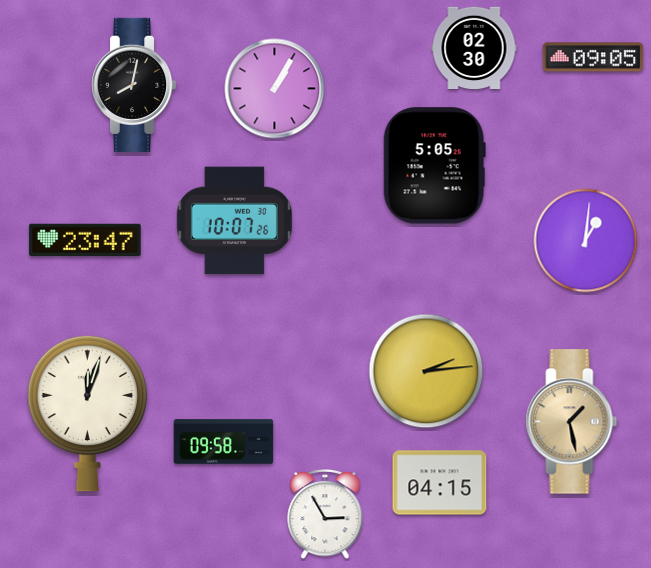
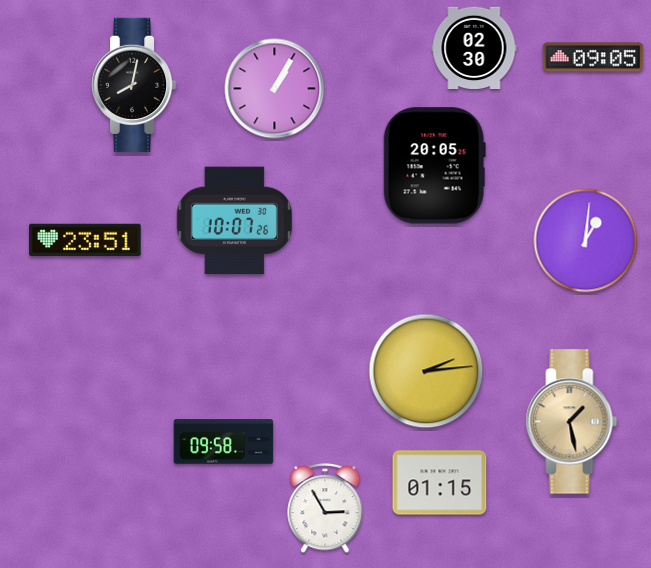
clock at (434, 166): 5:05 -> 20:05
clock at (85, 239): 23:47 -> 23:51
clock at (87, 413): 12:03 -> none
clock at (440, 483): 04:15 -> 01:15
clock at (325, 514) position: (325, 514) -> (325, 508)
